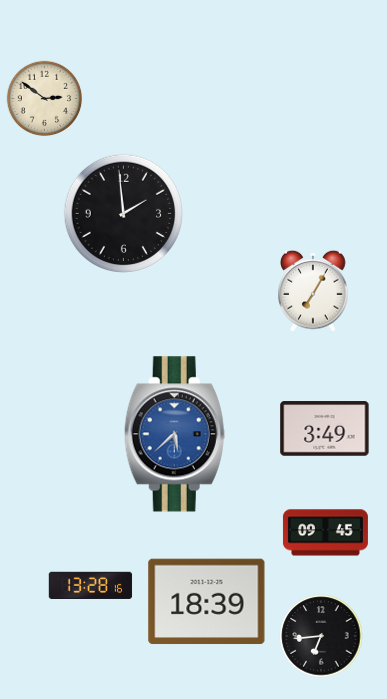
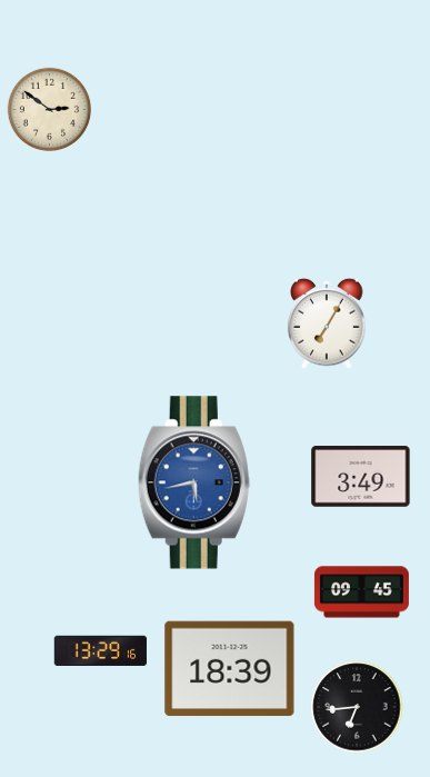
clock at (123, 213): 1:59 -> none
clock at (313, 291) position: (313, 291) -> (327, 323)
clock at (175, 434): 5:38 -> 5:43
clock at (91, 585): 13:28 -> 13:29
